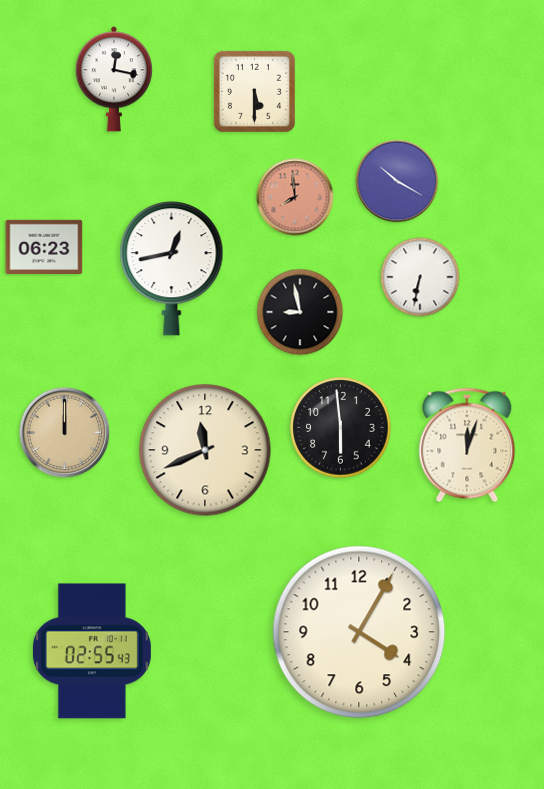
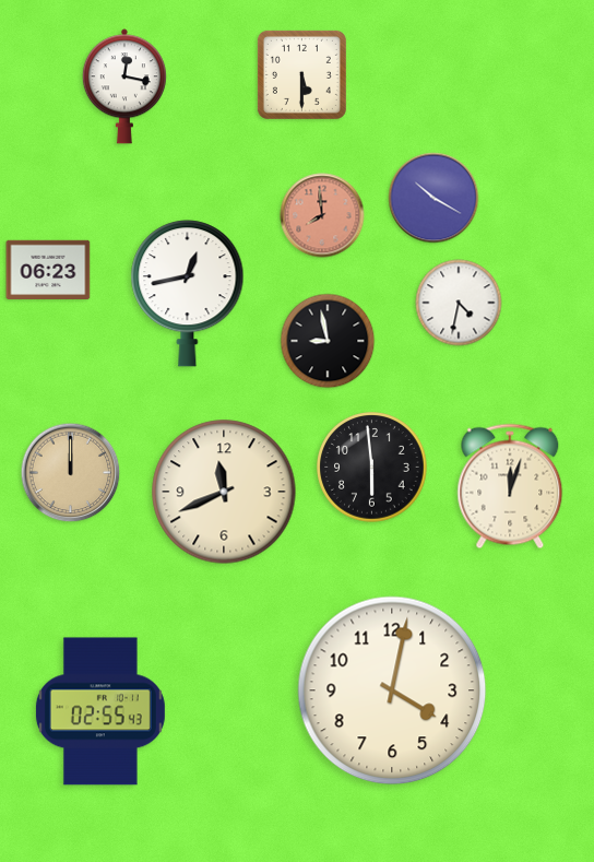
clock at (254, 91) position: (254, 91) -> (301, 74)
clock at (420, 277): 6:32 -> 4:32
clock at (359, 632): 4:05 -> 4:02
